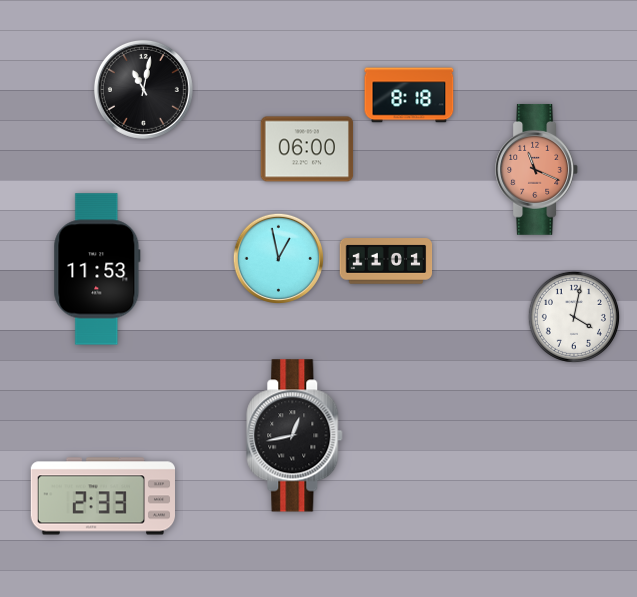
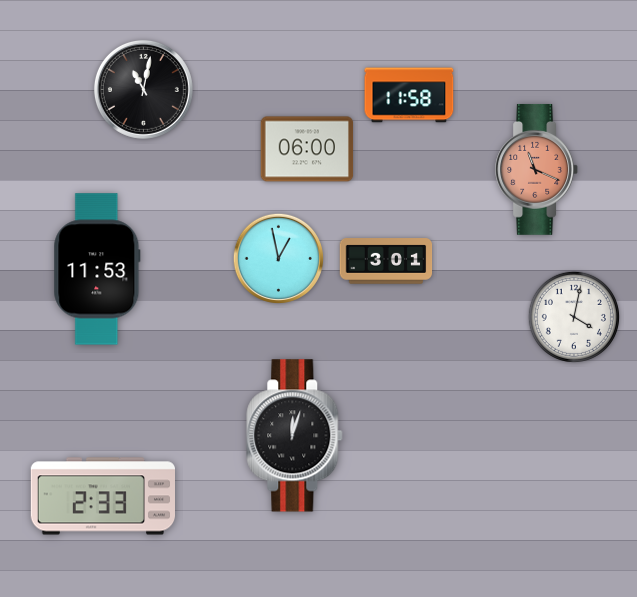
clock at (409, 95): 8:18 -> 11:58
clock at (386, 261): 11:01 -> 3:01
clock at (295, 436): 12:43 -> 12:03
